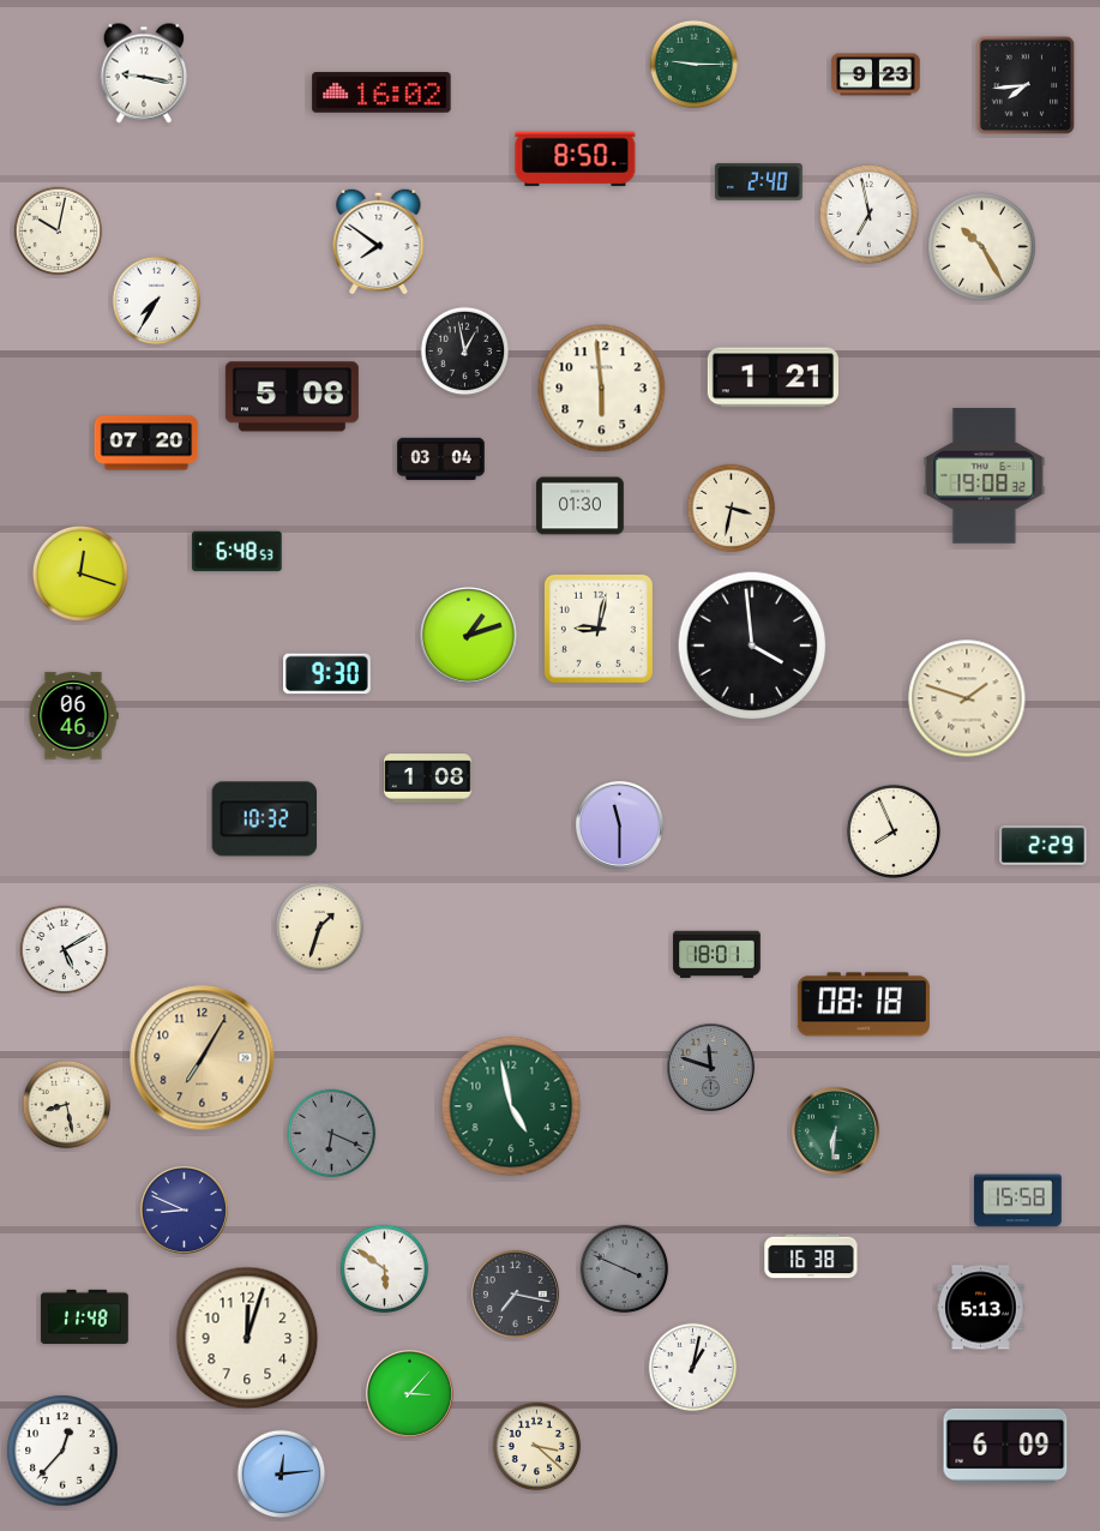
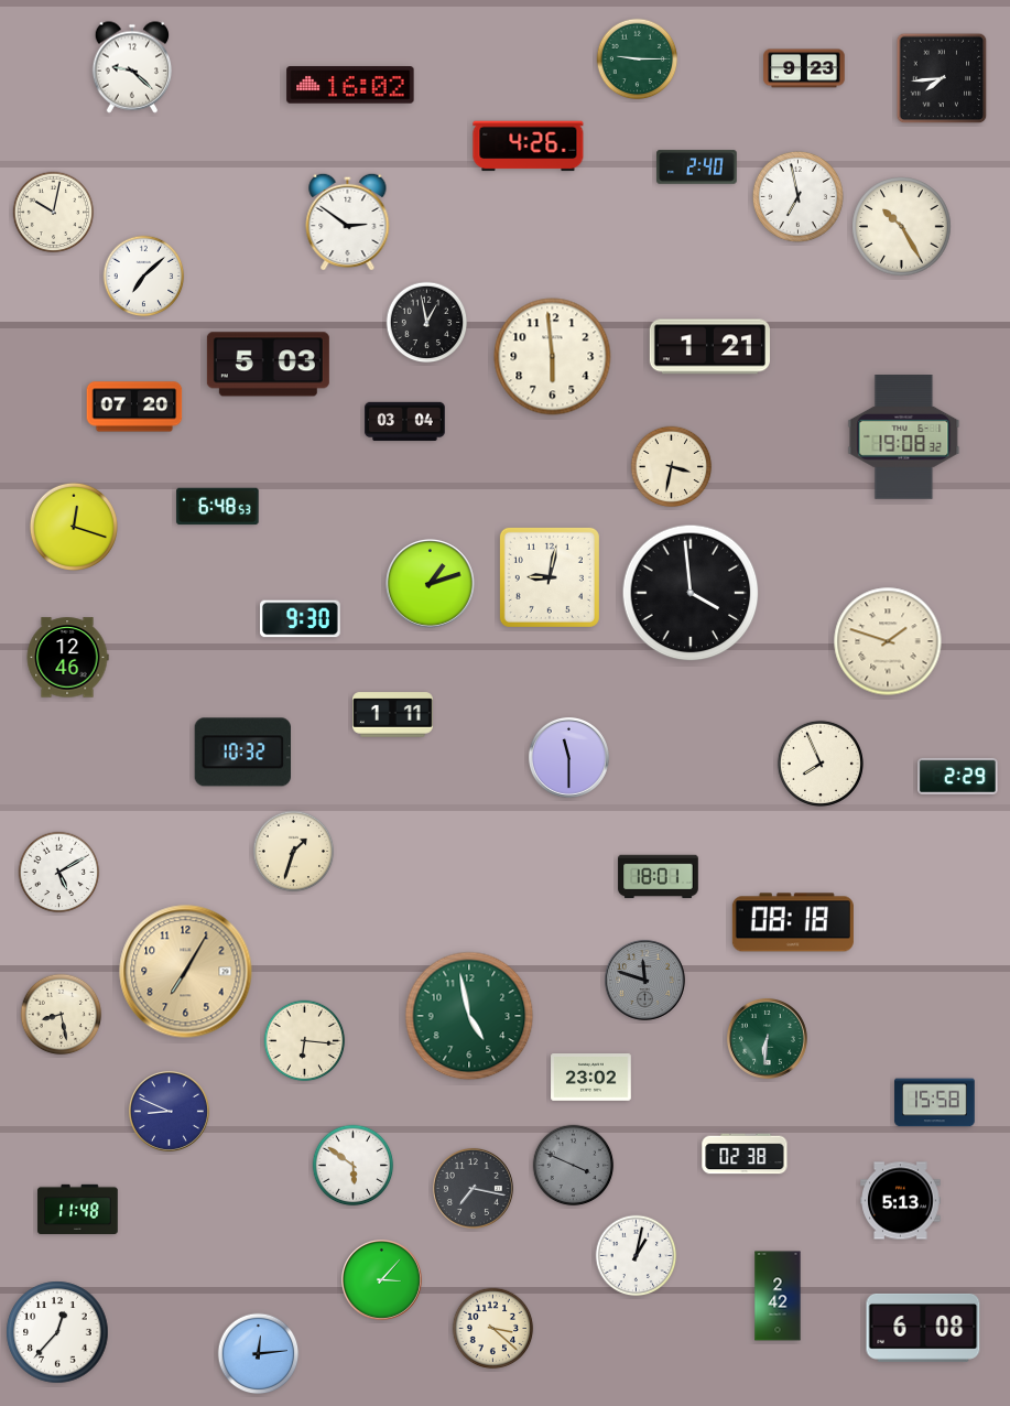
clock at (144, 73): 9:17 -> 9:22
clock at (576, 160): 8:50 -> 4:26
clock at (379, 241): 7:51 -> 2:51
clock at (157, 301): 7:35 -> 7:08
clock at (291, 397): 5:08 -> 5:03
clock at (581, 506): 01:30 -> none
clock at (73, 716): 06:46 -> 12:46
clock at (428, 779): 1:08 -> 1:11
clock at (710, 1067) position: (710, 1067) -> (644, 980)
clock at (332, 1134): 6:19 -> 6:16
clock at (332, 1134) dial: grey -> cream
clock at (591, 1078): none -> 23:02
clock at (811, 1256): 16:38 -> 02:38
clock at (247, 1338): 12:03 -> none
clock at (409, 1393) position: (409, 1393) -> (381, 1279)
clock at (778, 1296): none -> 2:42
clock at (1005, 1446): 6:09 -> 6:08
